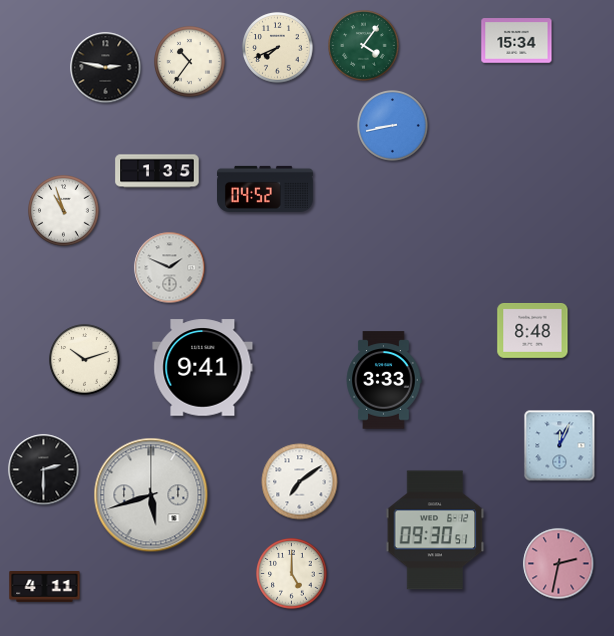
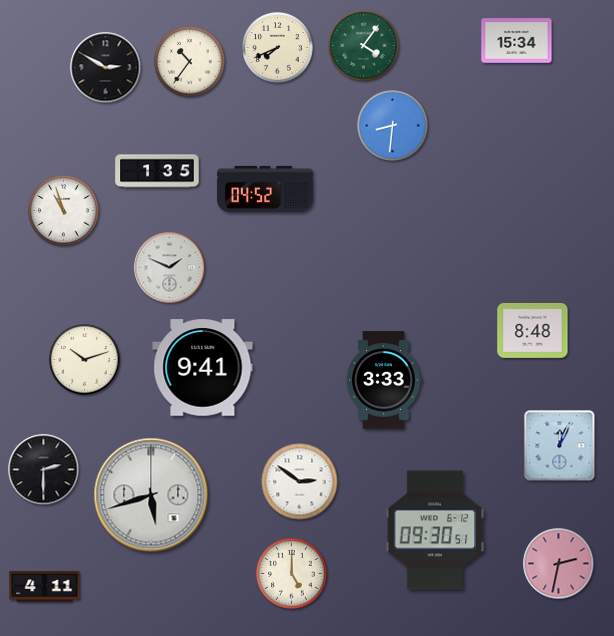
clock at (106, 68): 2:47 -> 2:50
clock at (393, 126): 8:43 -> 8:31
clock at (300, 482): 7:09 -> 2:51
